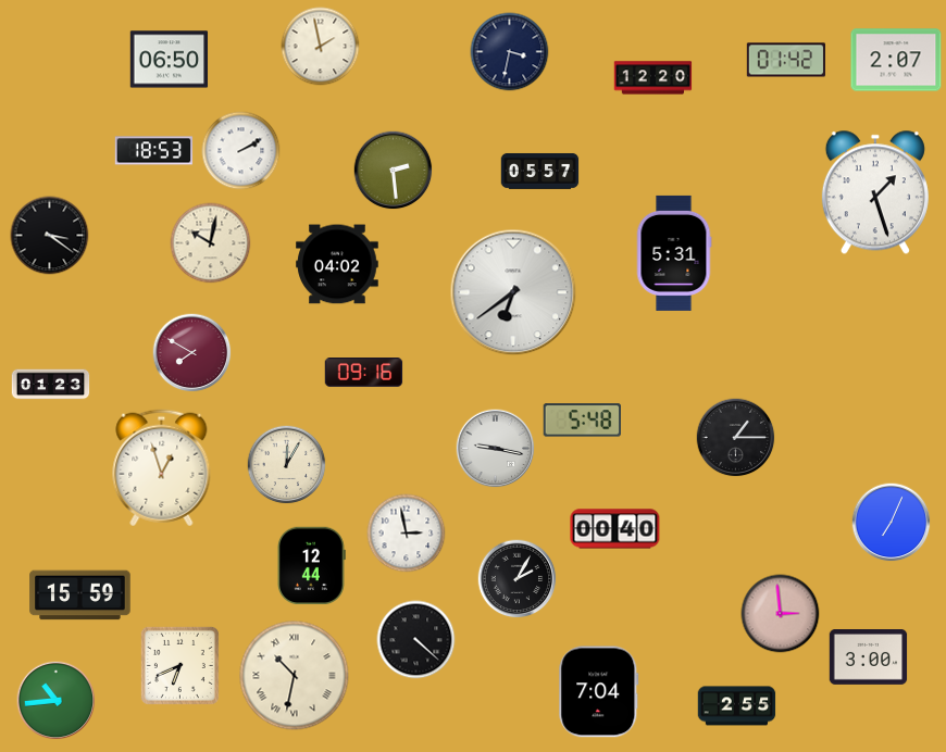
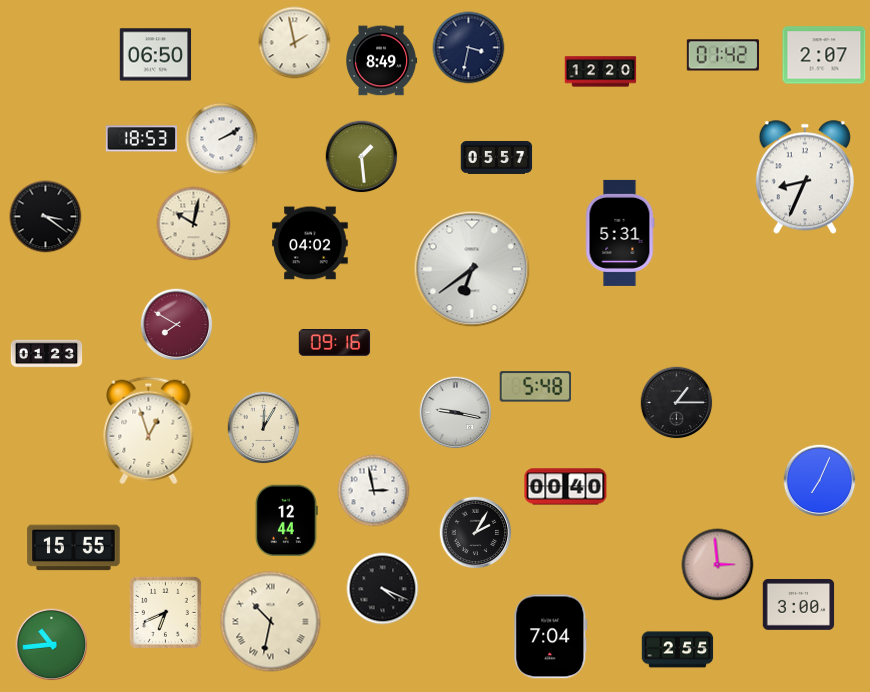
clock at (382, 61): none -> 8:49
clock at (394, 171): 2:29 -> 1:29
clock at (875, 192): 1:27 -> 8:34
clock at (80, 596): 15:59 -> 15:55
clock at (416, 640): 4:22 -> 4:19
